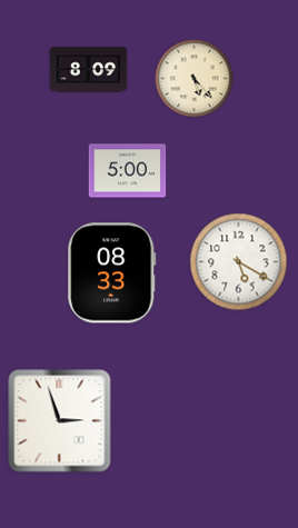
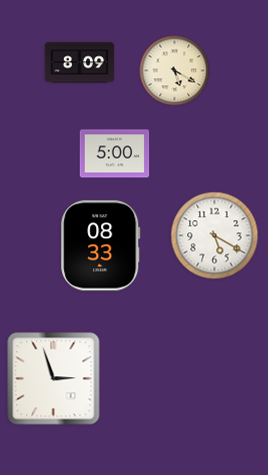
clock at (195, 79): 5:23 -> 5:20
